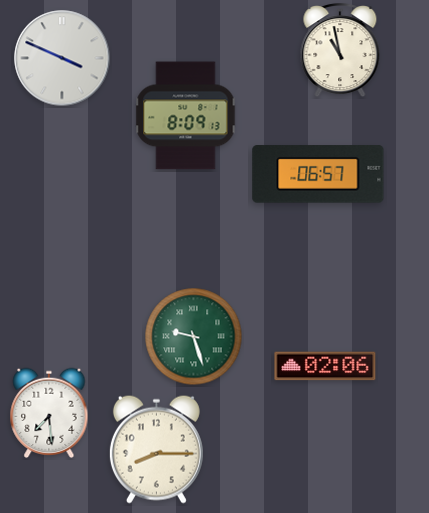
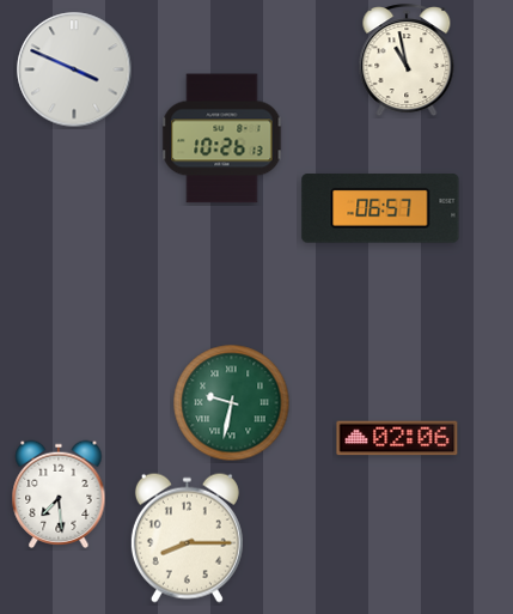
clock at (186, 116): 8:09 -> 10:26
clock at (194, 337): 9:27 -> 9:32
clock at (325, 366) position: (325, 366) -> (397, 438)
